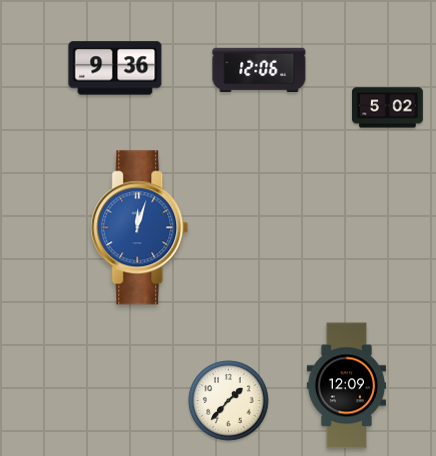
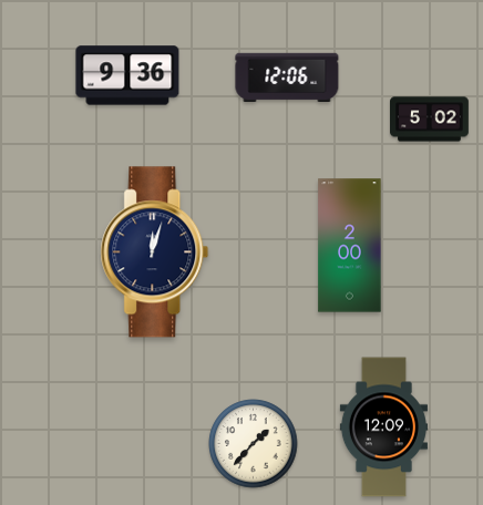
clock at (350, 246): none -> 2:00
clock at (140, 228) dial: blue -> navy
